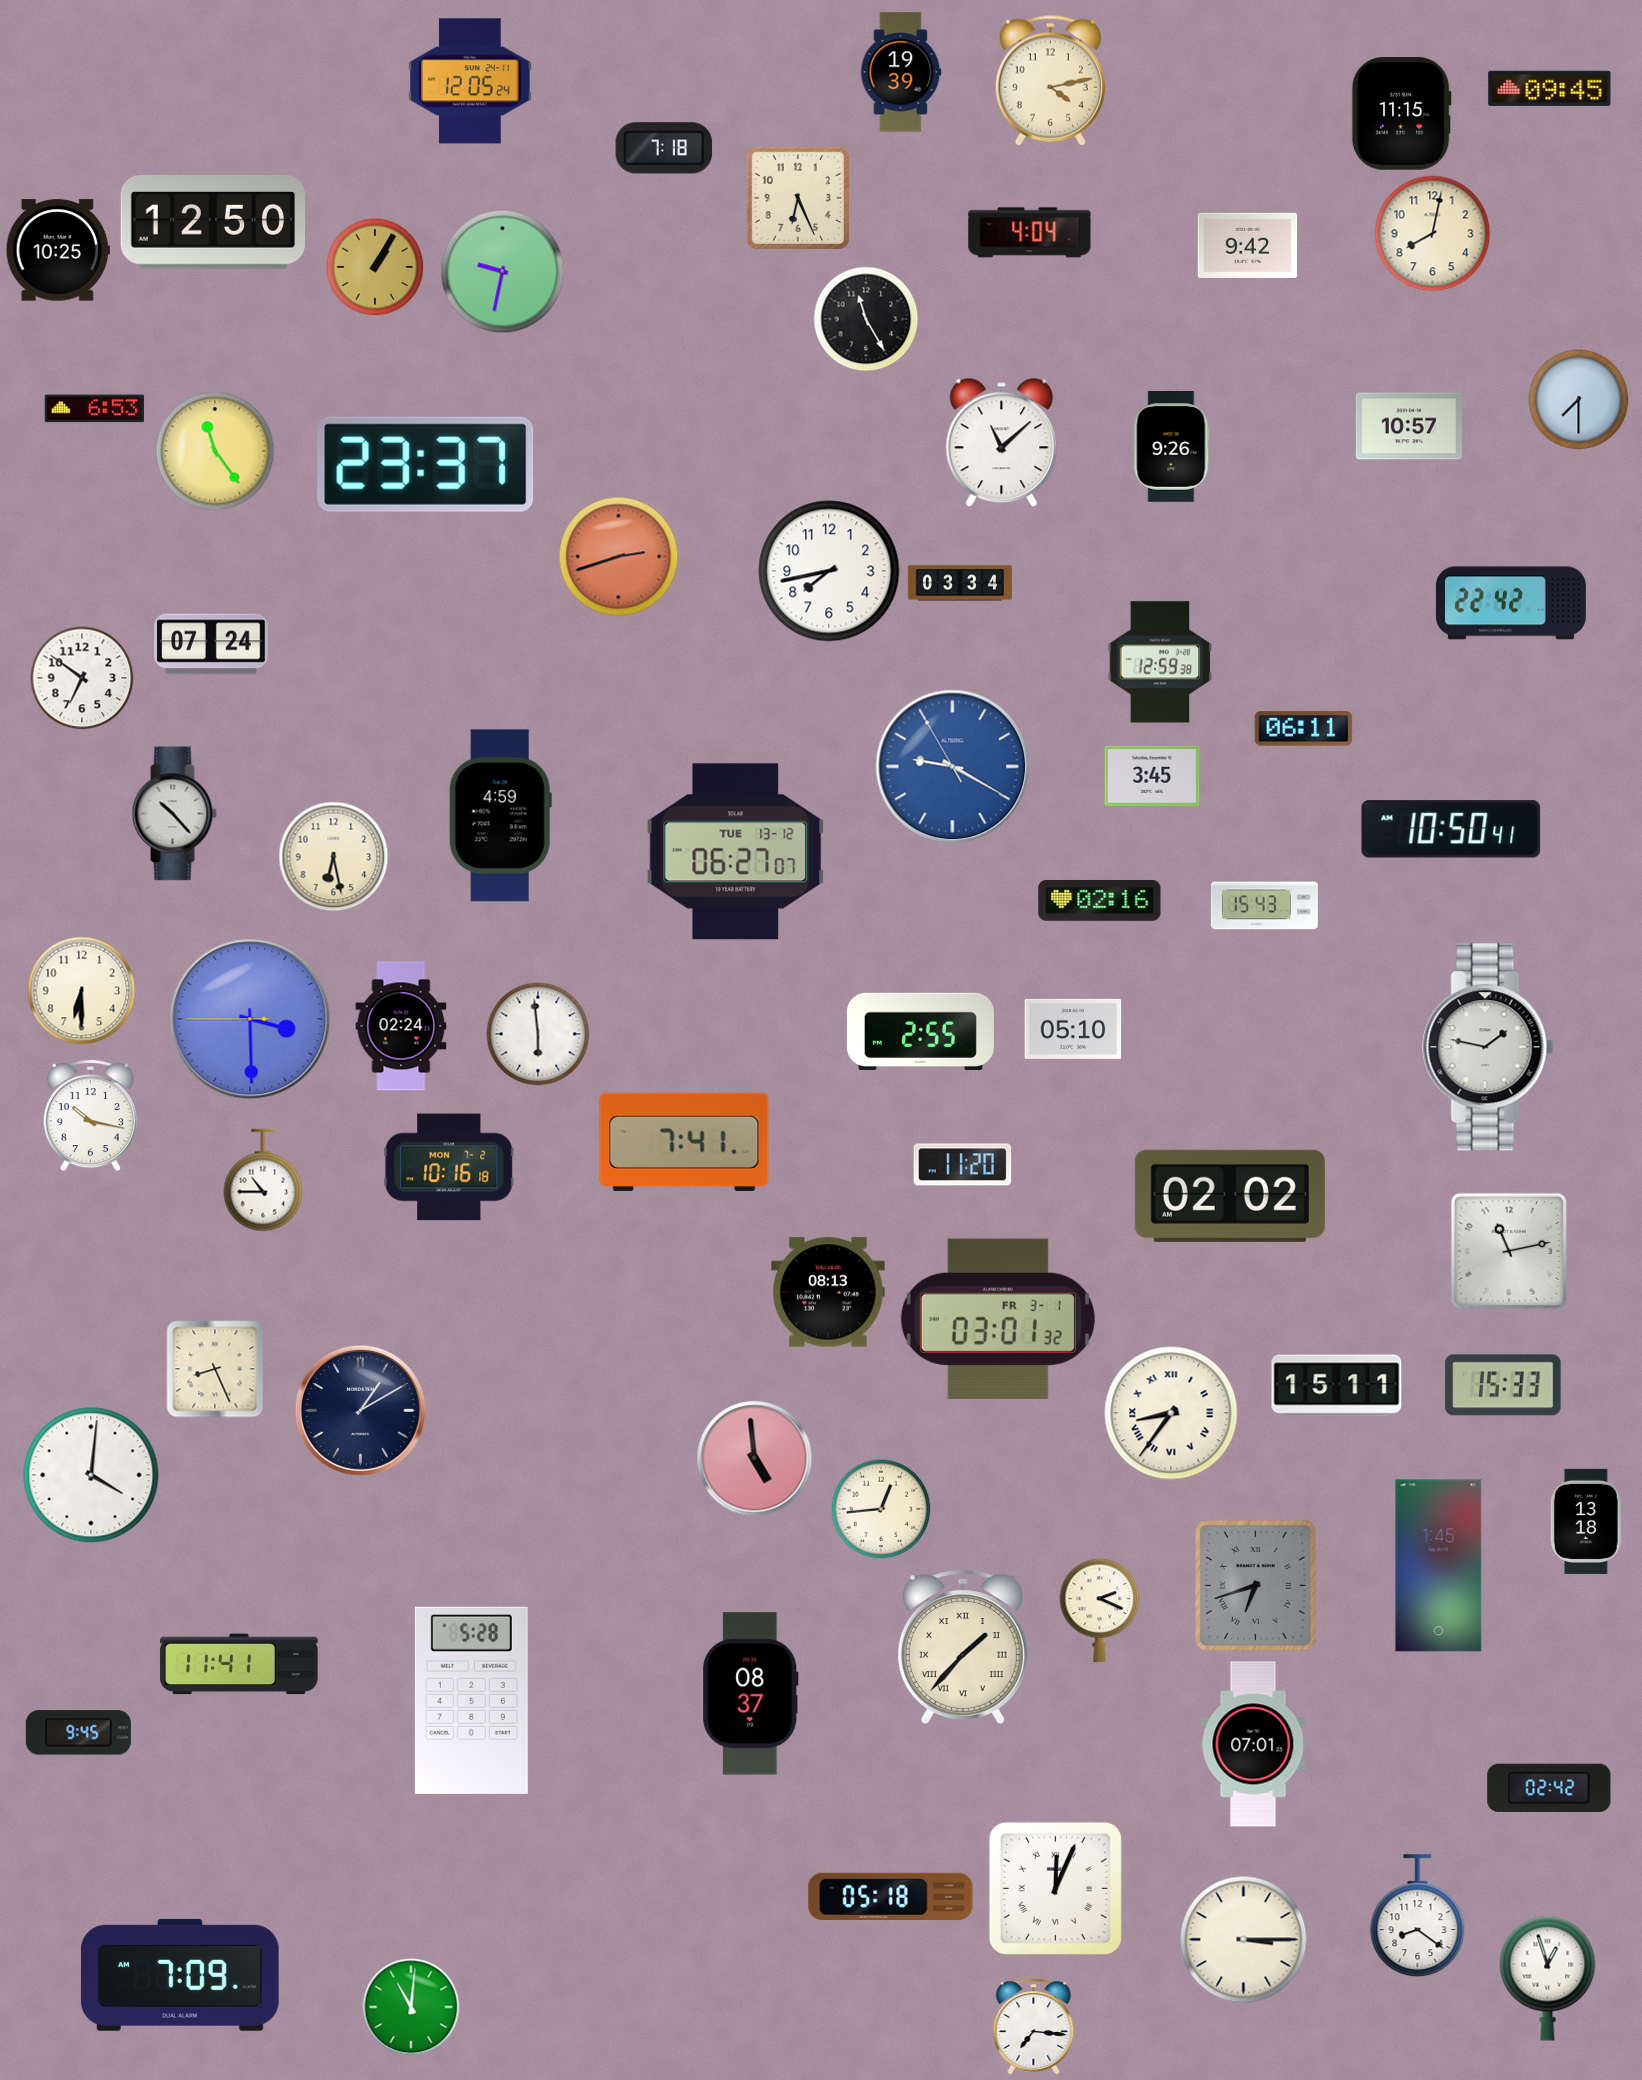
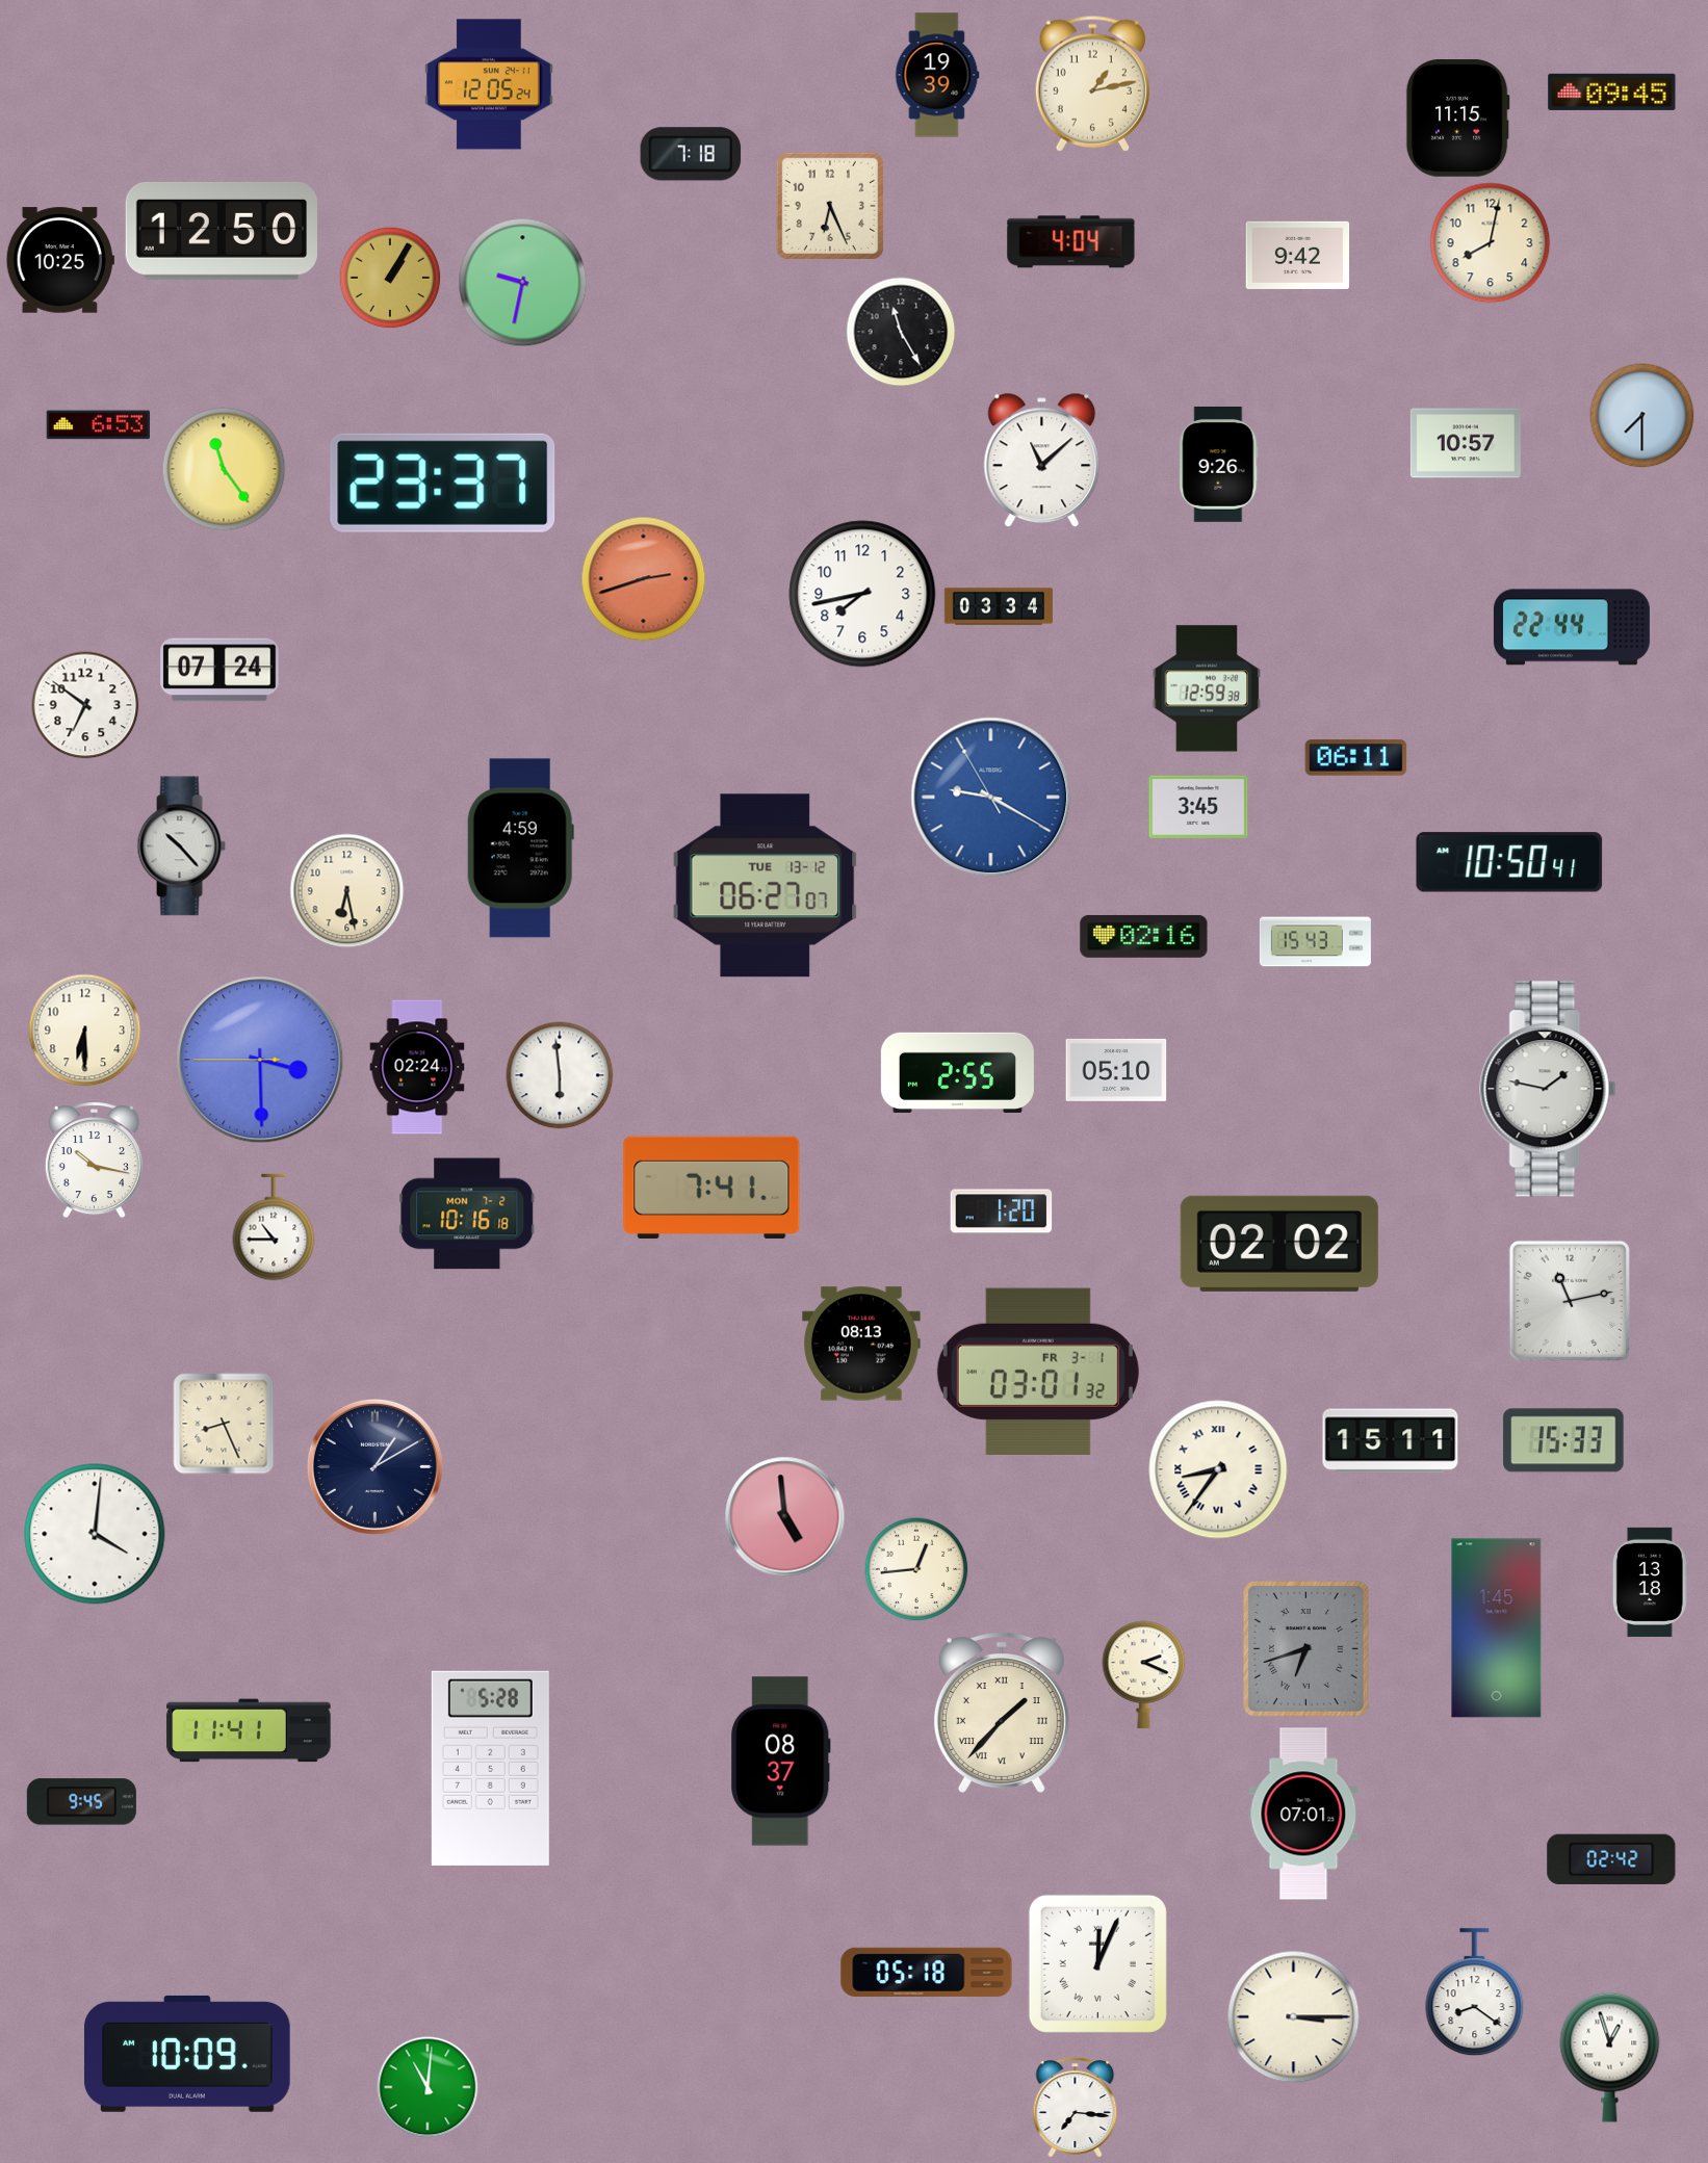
clock at (1050, 80): 4:13 -> 1:13
clock at (1511, 603): 22:42 -> 22:44
clock at (963, 1165): 11:20 -> 1:20
clock at (180, 1975): 7:09 -> 10:09
